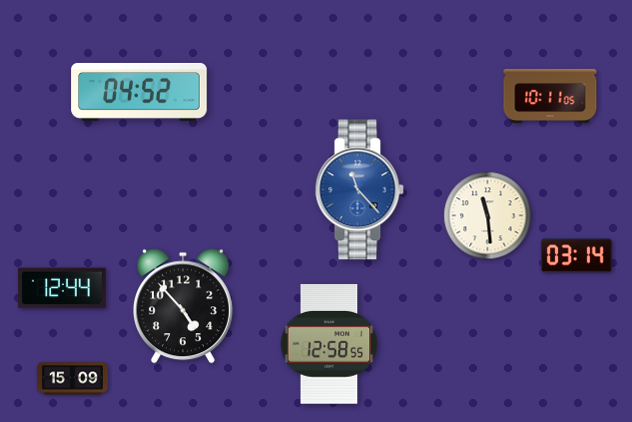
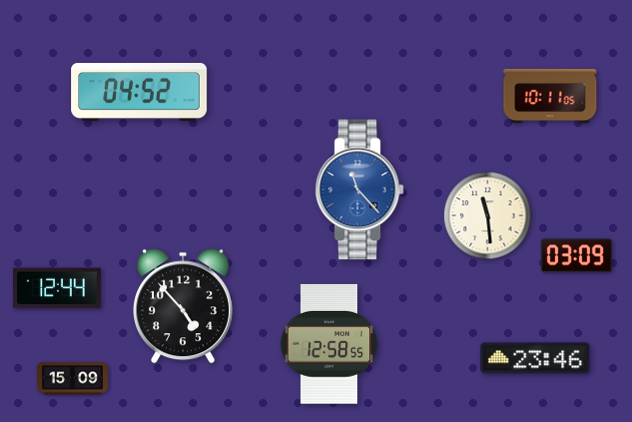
clock at (576, 256): 03:14 -> 03:09
clock at (63, 288) position: (63, 288) -> (58, 288)
clock at (535, 358): none -> 23:46
